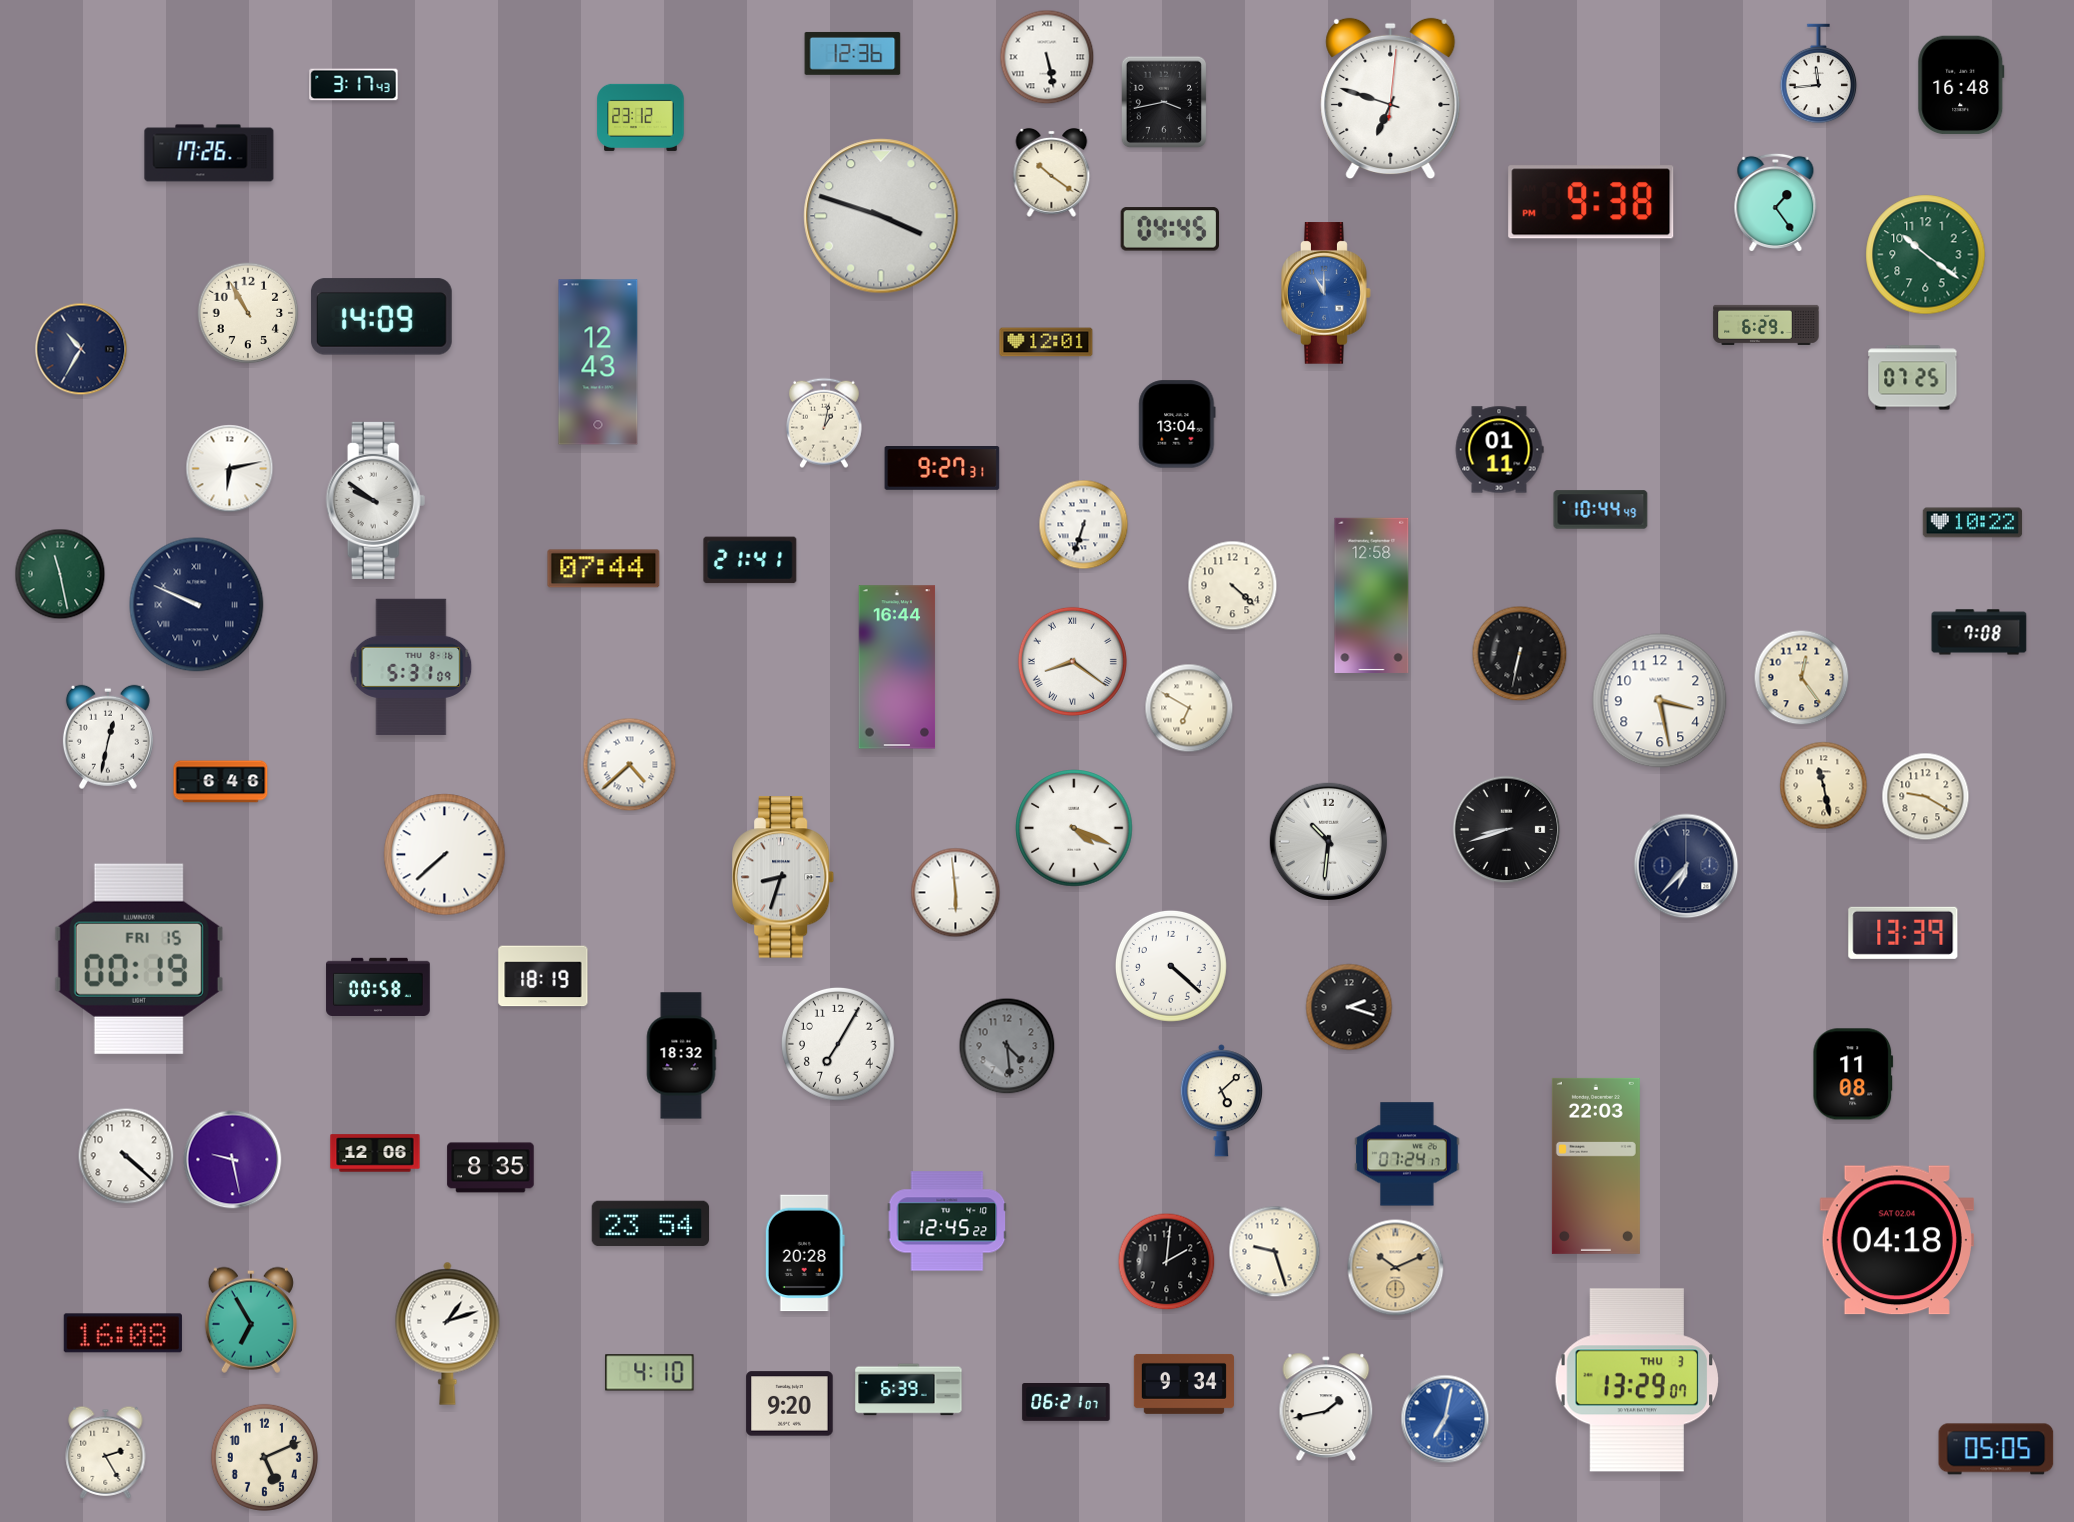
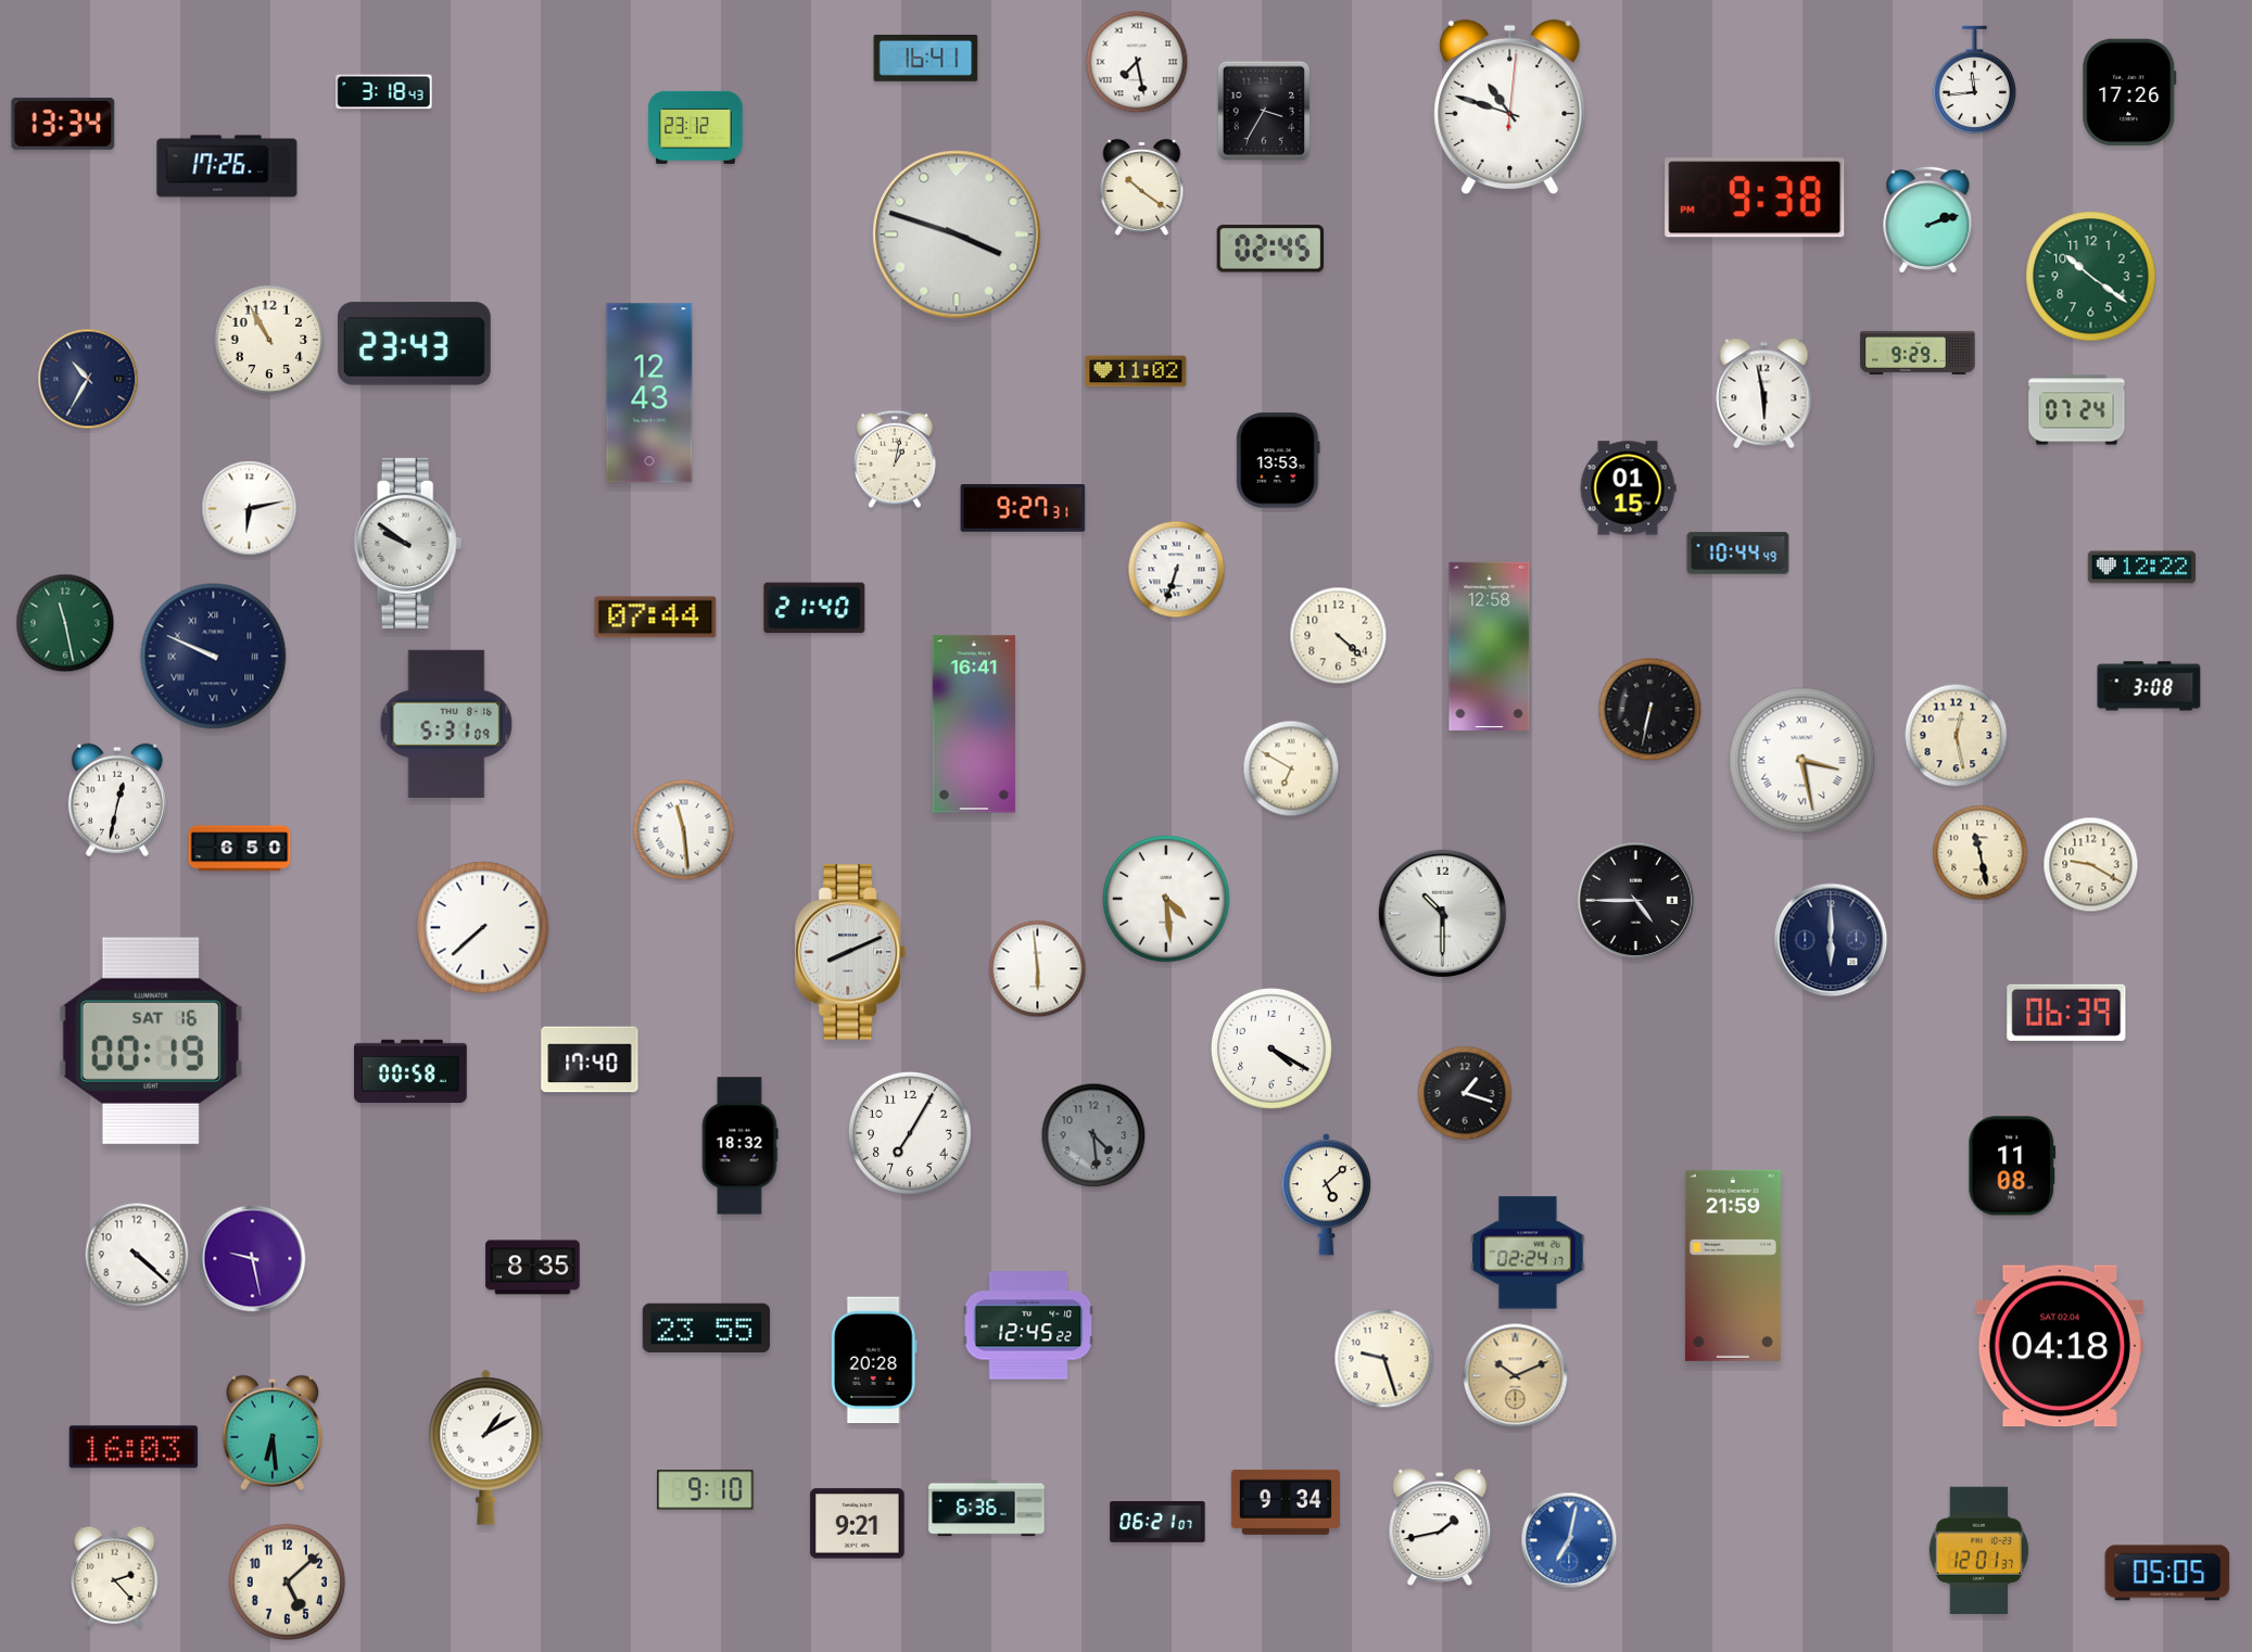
clock at (853, 53): 12:36 -> 16:41
clock at (1047, 57): 5:28 -> 7:28
clock at (354, 85): 3:17 -> 3:18
clock at (1961, 85): 16:48 -> 17:26
clock at (1391, 99): 6:48 -> 10:48
clock at (1164, 102): 3:43 -> 3:35
clock at (63, 124): none -> 13:34
clock at (1591, 202) position: (1591, 202) -> (1755, 198)
clock at (1776, 202): 1:24 -> 2:12
clock at (1169, 229): 04:45 -> 02:45
clock at (1326, 293): 11:00 -> none
clock at (381, 317): 14:09 -> 23:43
clock at (1766, 325): 6:29 -> 9:29
clock at (1046, 342): 12:01 -> 11:02
clock at (1764, 394): none -> 5:58
clock at (1913, 378): 07:25 -> 07:24
clock at (1177, 424): 13:04 -> 13:53
clock at (1499, 450): 01:11 -> 01:15
clock at (1973, 523): 10:22 -> 12:22
clock at (750, 560): 21:41 -> 21:40
clock at (1979, 632): 7:08 -> 3:08
clock at (1072, 661): 8:21 -> none
clock at (897, 667): 16:44 -> 16:41
clock at (1802, 678): 12:24 -> 12:28
clock at (1660, 701) numerals: Arabic -> Roman
clock at (630, 765): 4:38 -> 11:29
clock at (221, 782): 6:46 -> 6:50
clock at (1074, 828): 4:19 -> 4:29
clock at (1507, 830): 8:42 -> 4:45
clock at (1328, 841): 10:31 -> 10:30
clock at (1686, 866): 6:37 -> 6:00
clock at (783, 877): 8:33 -> 8:11
clock at (1903, 933): 13:39 -> 06:39
clock at (139, 959) date: FRI 15 -> SAT 16
clock at (1171, 966): 4:22 -> 4:20
clock at (543, 976): 18:19 -> 17:40
clock at (1349, 1007): 2:18 -> 1:18
clock at (375, 1153): 12:06 -> none
clock at (1407, 1154): 07:24 -> 02:24
clock at (1596, 1166): 22:03 -> 21:59
clock at (651, 1224): 23:54 -> 23:55
clock at (1167, 1262): 2:01 -> none
clock at (251, 1320): 6:55 -> 6:29
clock at (123, 1333): 16:08 -> 16:03
clock at (448, 1333): 1:12 -> 1:10
clock at (650, 1373): 4:10 -> 9:10
clock at (1637, 1380): 13:29 -> none
clock at (909, 1390): 6:39 -> 6:36
clock at (790, 1404): 9:20 -> 9:21
clock at (1978, 1550): none -> 12:01
clock at (106, 1452): 2:25 -> 2:23
clock at (264, 1457): 5:11 -> 5:08
